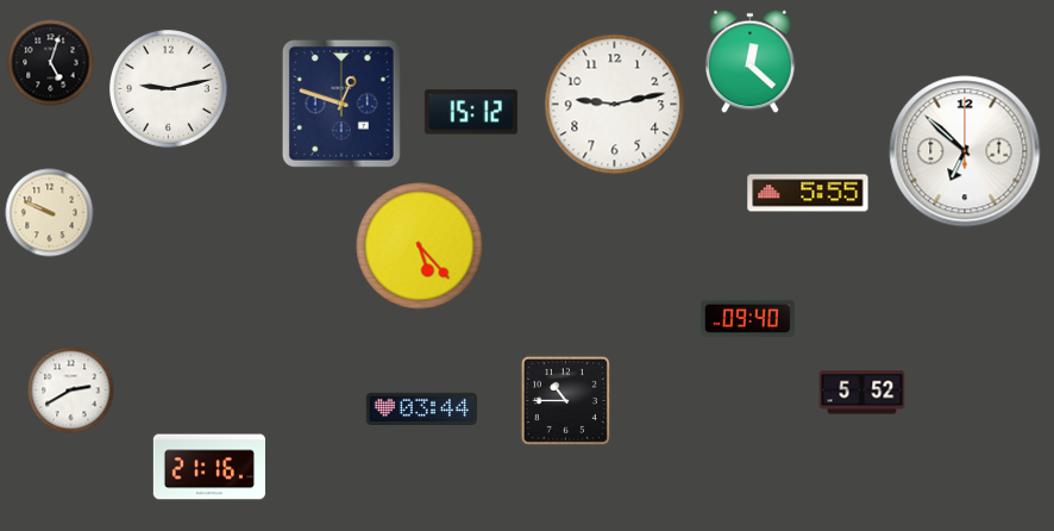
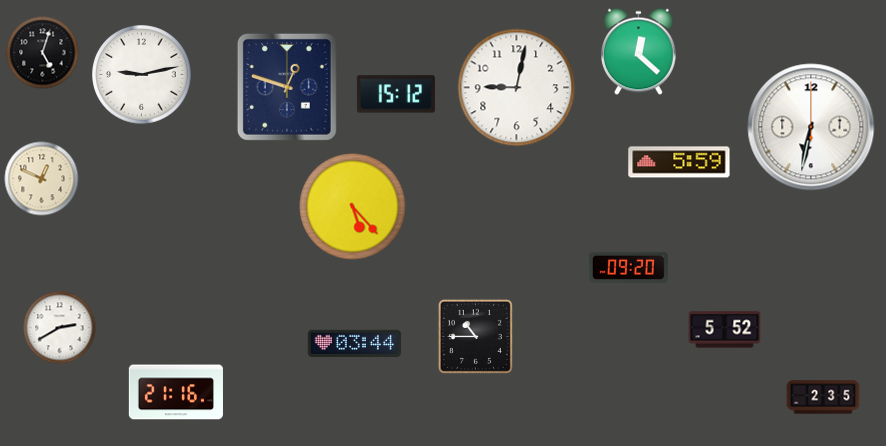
clock at (751, 62) position: (751, 62) -> (639, 52)
clock at (615, 105): 9:13 -> 9:02
clock at (965, 151): 6:52 -> 6:32
clock at (808, 193): 5:55 -> 5:59
clock at (50, 213): 9:49 -> 12:49
clock at (747, 318): 09:40 -> 09:20
clock at (823, 397): none -> 2:35
